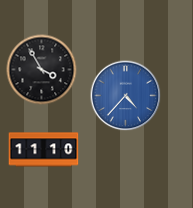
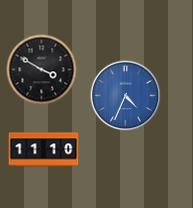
clock at (42, 70): 3:55 -> 3:50
clock at (126, 96): 4:37 -> 4:34
